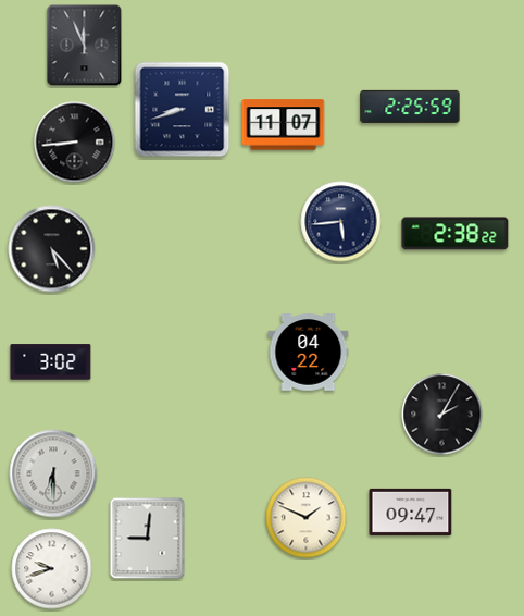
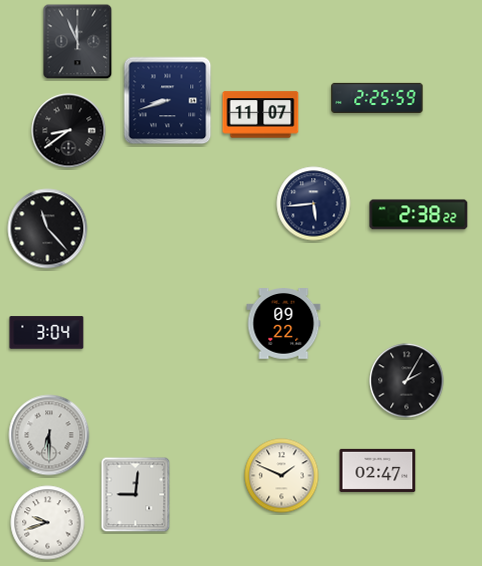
clock at (75, 143): 8:44 -> 8:39
clock at (52, 249): 5:23 -> 11:23
clock at (309, 353): 04:22 -> 09:22
clock at (51, 362): 3:02 -> 3:04
clock at (411, 512): 09:47 -> 02:47
